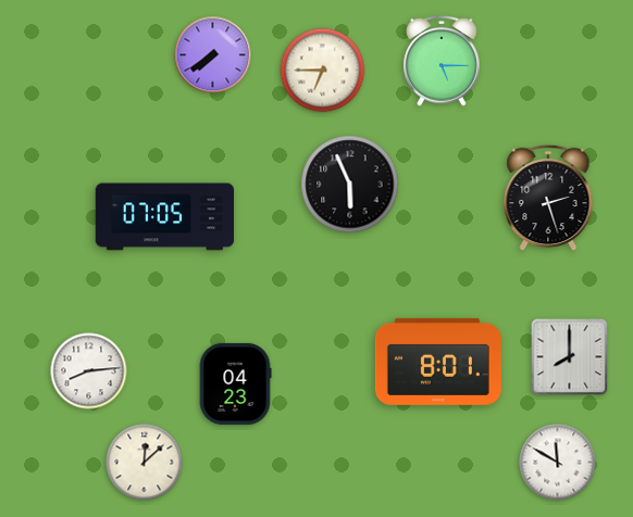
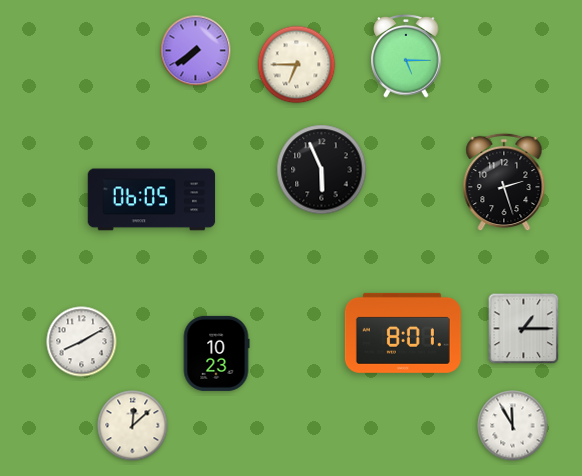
clock at (165, 217): 07:05 -> 06:05
clock at (570, 357): 8:00 -> 1:15
clock at (89, 371): 8:14 -> 8:10
clock at (235, 383): 04:23 -> 10:23
clock at (558, 463): 11:50 -> 11:55
